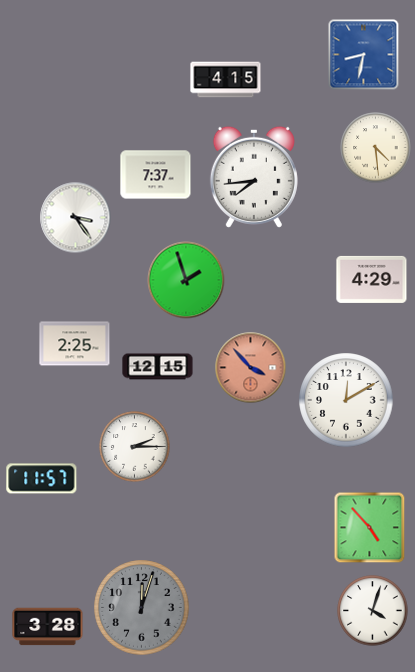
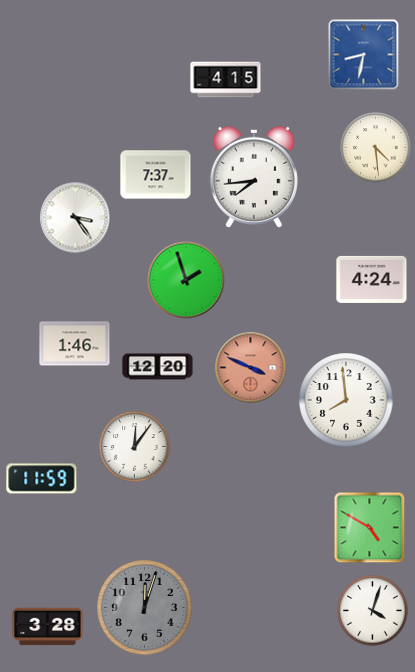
clock at (372, 279): 4:29 -> 4:24
clock at (75, 344): 2:25 -> 1:46
clock at (158, 367): 12:15 -> 12:20
clock at (251, 368): 3:53 -> 3:49
clock at (346, 400): 12:10 -> 7:59
clock at (135, 447): 2:15 -> 12:06
clock at (42, 479): 11:57 -> 11:59
clock at (370, 528): 4:53 -> 4:50
clock at (142, 608) position: (142, 608) -> (145, 608)
